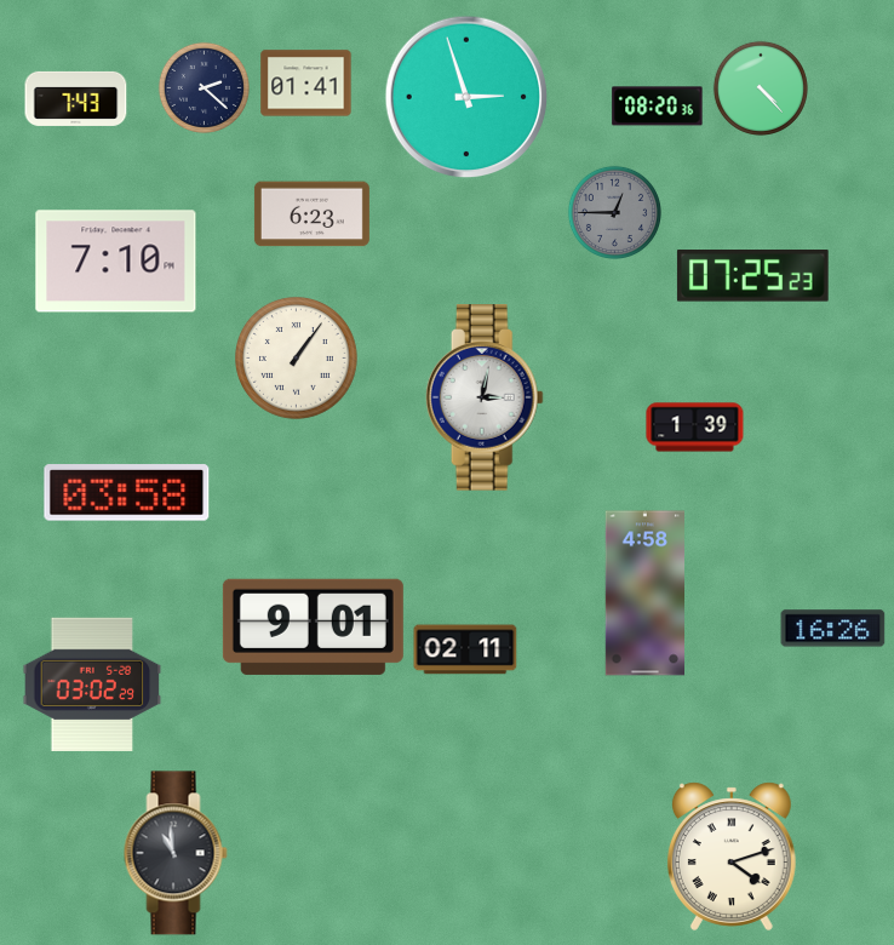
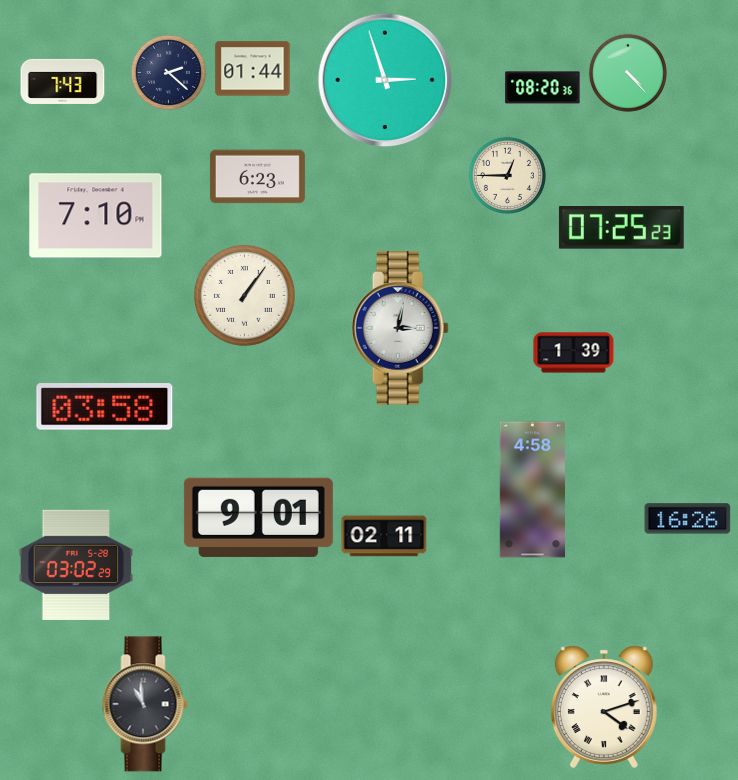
clock at (306, 84): 01:41 -> 01:44
clock at (614, 212) dial: grey -> cream
